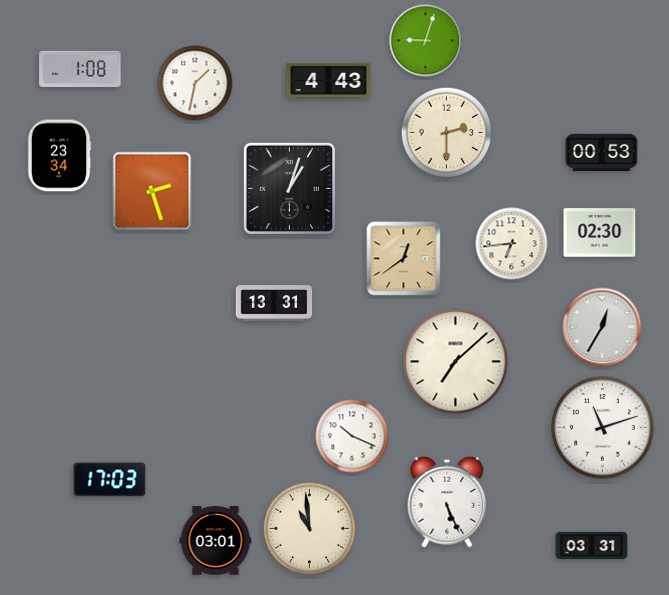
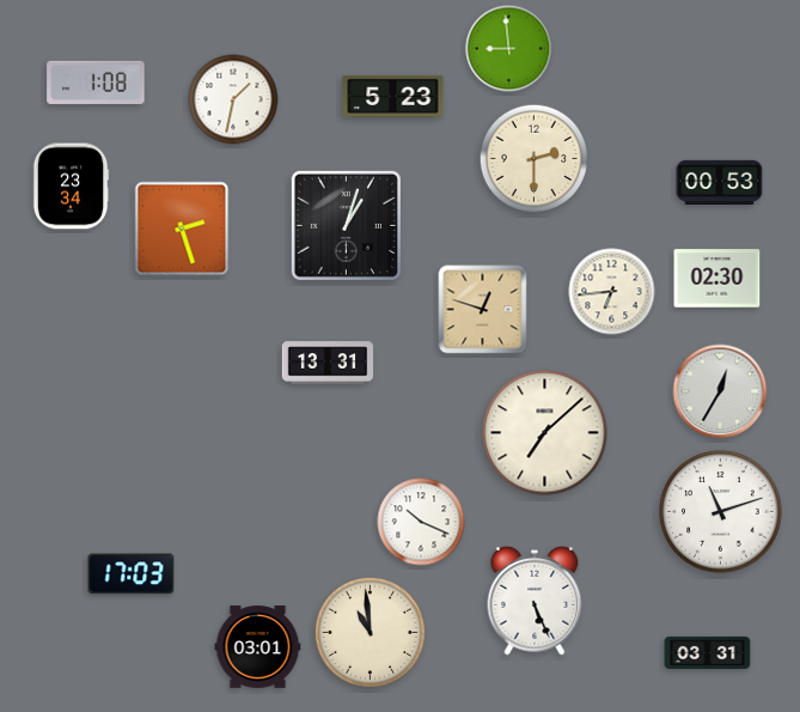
clock at (426, 41): 9:03 -> 8:59
clock at (329, 80): 4:43 -> 5:23
clock at (404, 259): 12:39 -> 12:48
